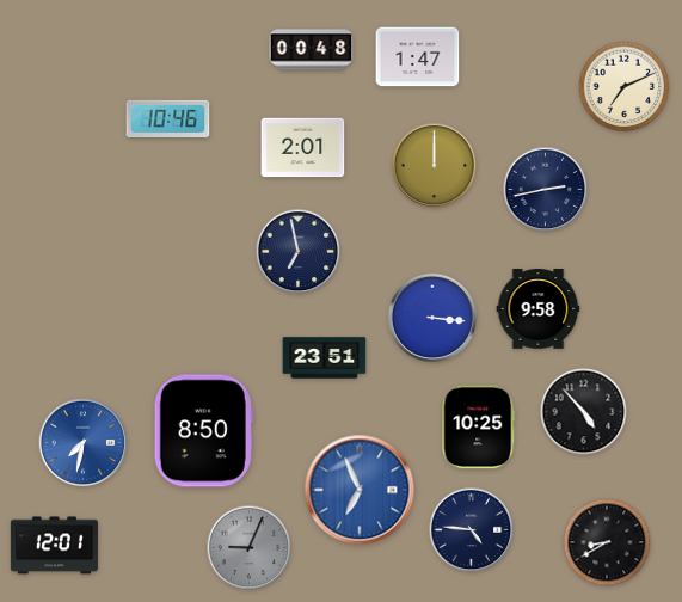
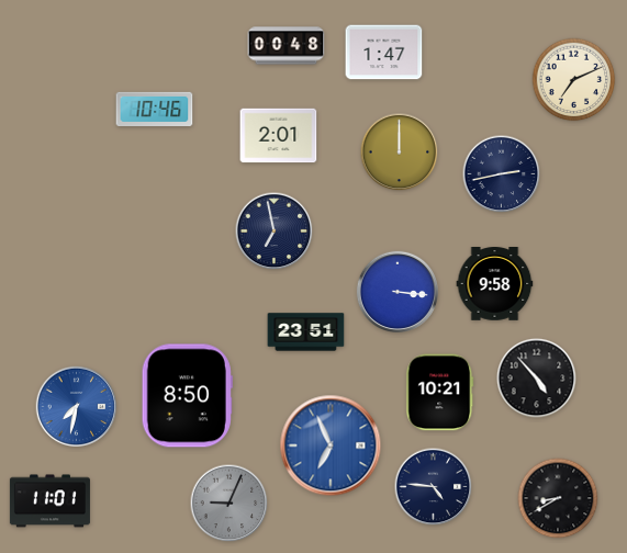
clock at (325, 358) position: (325, 358) -> (306, 332)
clock at (479, 428): 10:25 -> 10:21
clock at (360, 490) position: (360, 490) -> (331, 445)
clock at (54, 546): 12:01 -> 11:01
